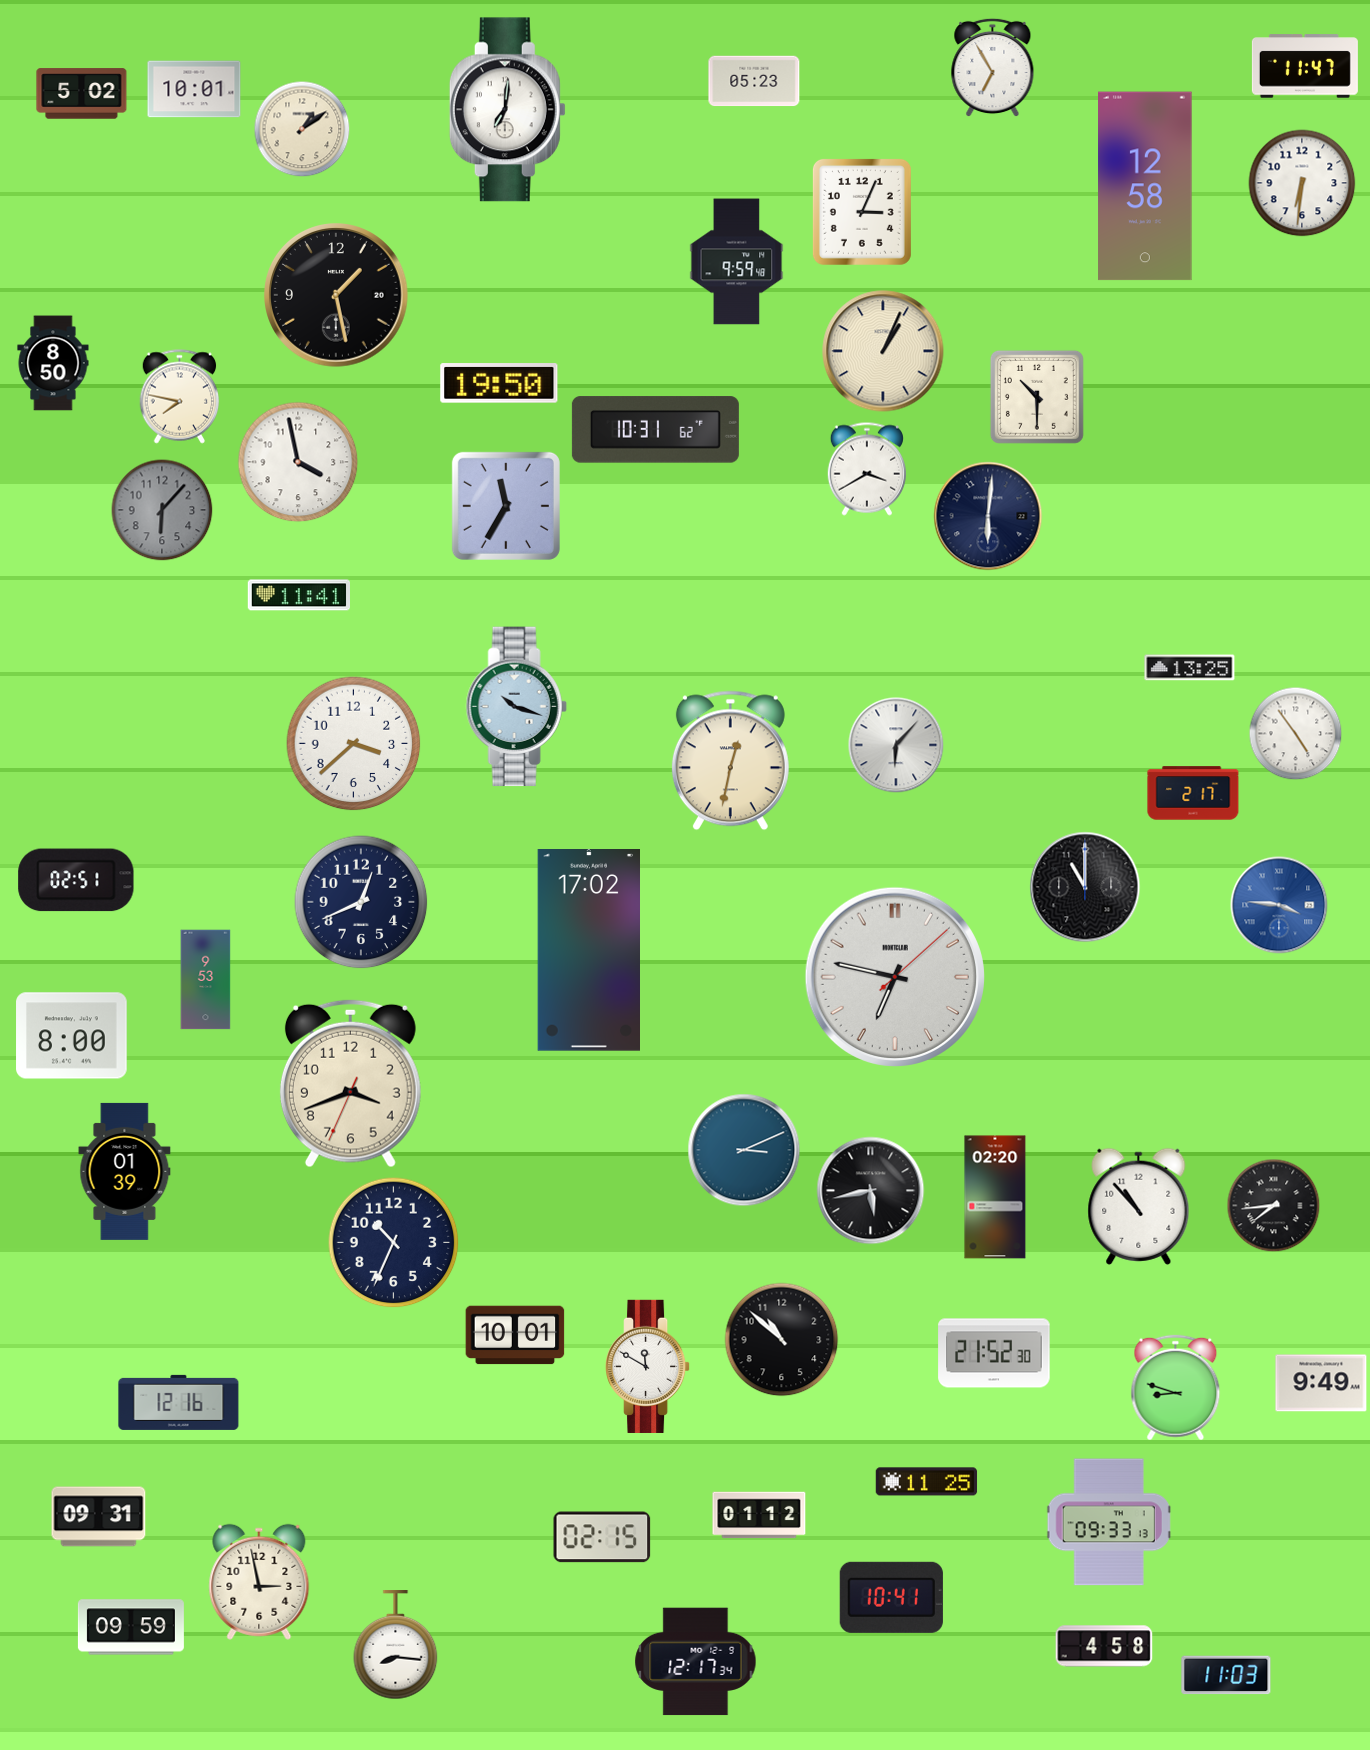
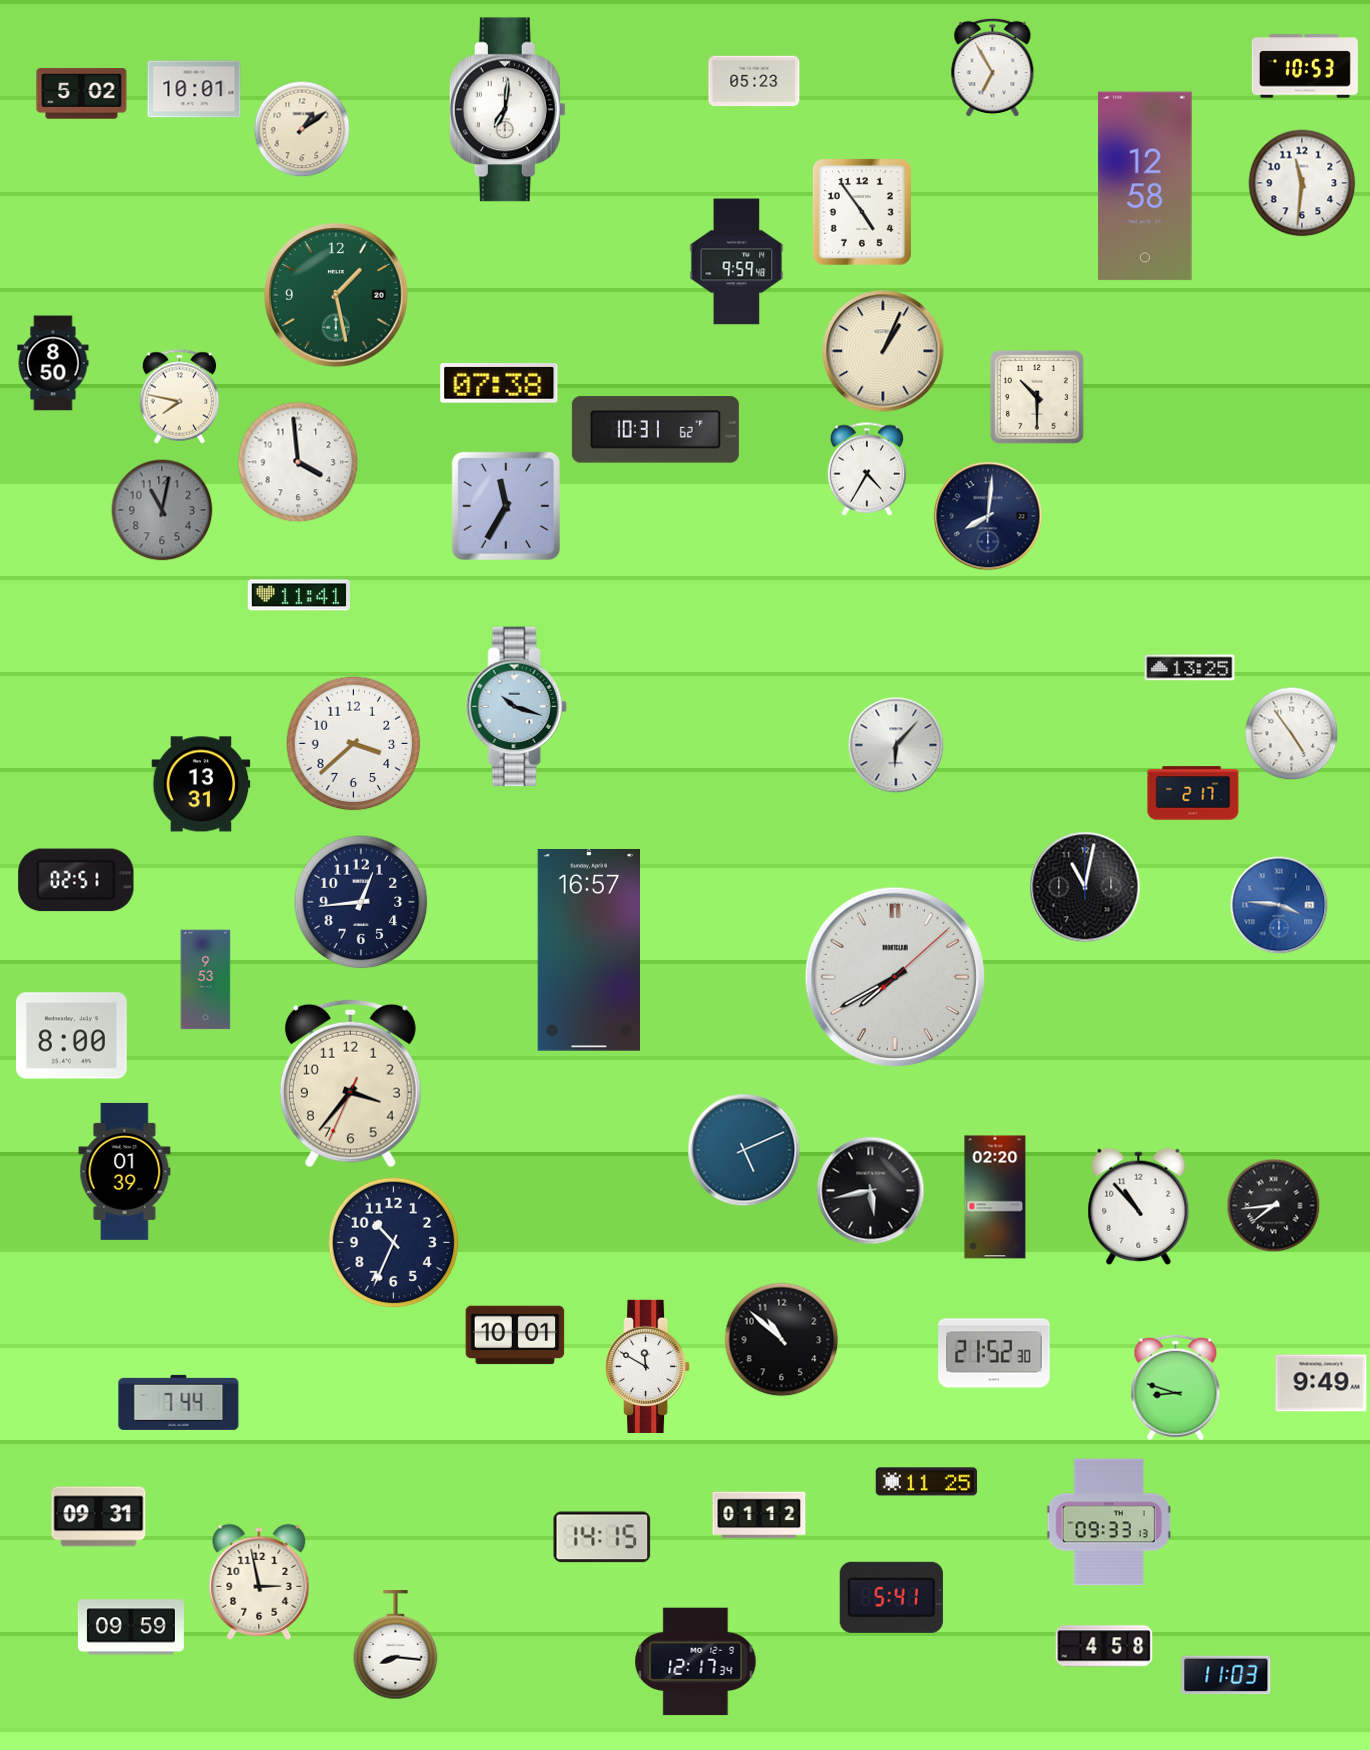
clock at (1305, 66): 11:47 -> 10:53
clock at (1302, 183): 6:31 -> 11:31
clock at (862, 212): 3:04 -> 4:54
clock at (337, 296) dial: black -> green
clock at (499, 383): 19:50 -> 07:38
clock at (298, 462): 3:58 -> 3:59
clock at (867, 469): 3:40 -> 4:35
clock at (162, 510): 6:07 -> 11:02
clock at (988, 516): 6:01 -> 8:01
clock at (1296, 734) position: (1296, 734) -> (1292, 734)
clock at (730, 761): 12:32 -> none
clock at (201, 784): none -> 13:31
clock at (1085, 887): 11:00 -> 11:02
clock at (361, 902): 12:41 -> 12:44
clock at (589, 951): 17:02 -> 16:57
clock at (895, 977): 6:47 -> 7:40
clock at (350, 1084): 3:41 -> 3:36
clock at (744, 1150): 3:11 -> 5:11
clock at (179, 1402): 12:16 -> 7:44
clock at (602, 1537): 02:15 -> 14:15
clock at (891, 1597): 10:41 -> 5:41
